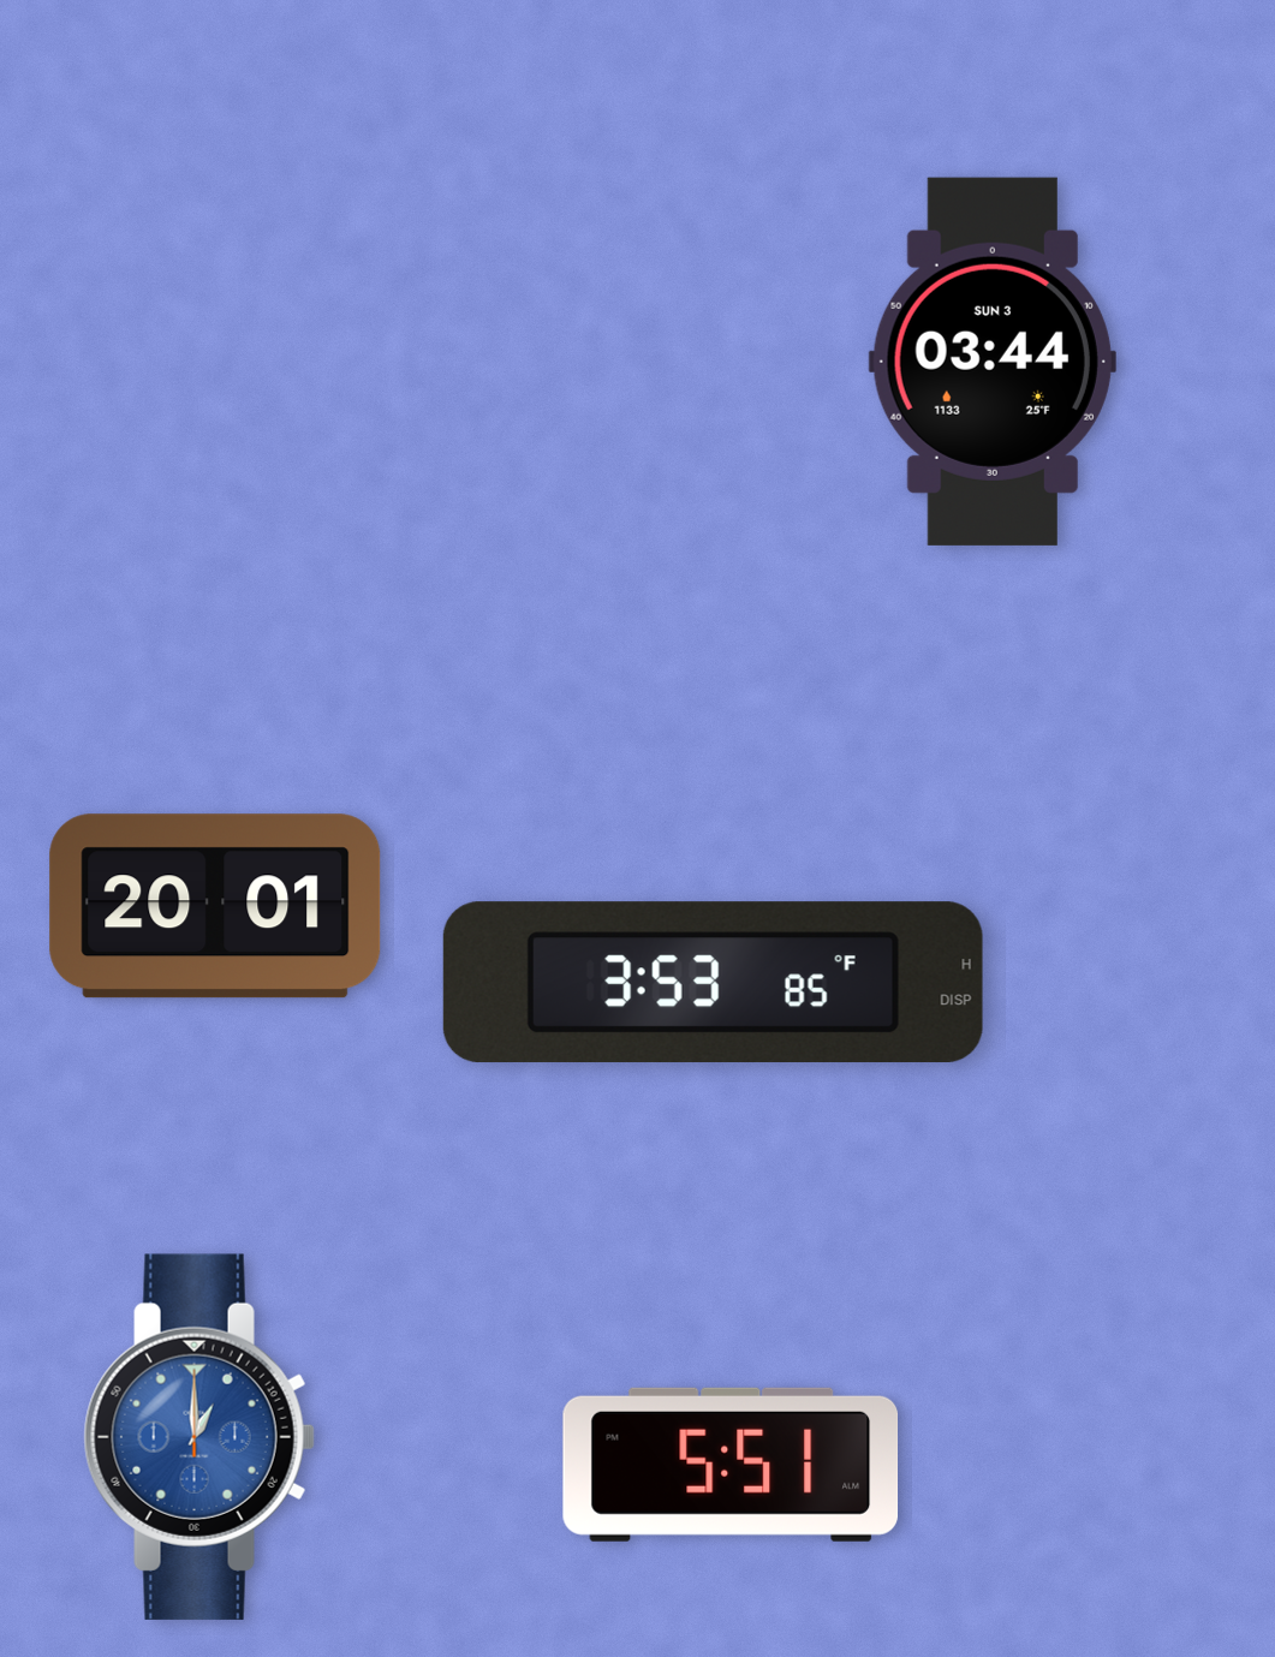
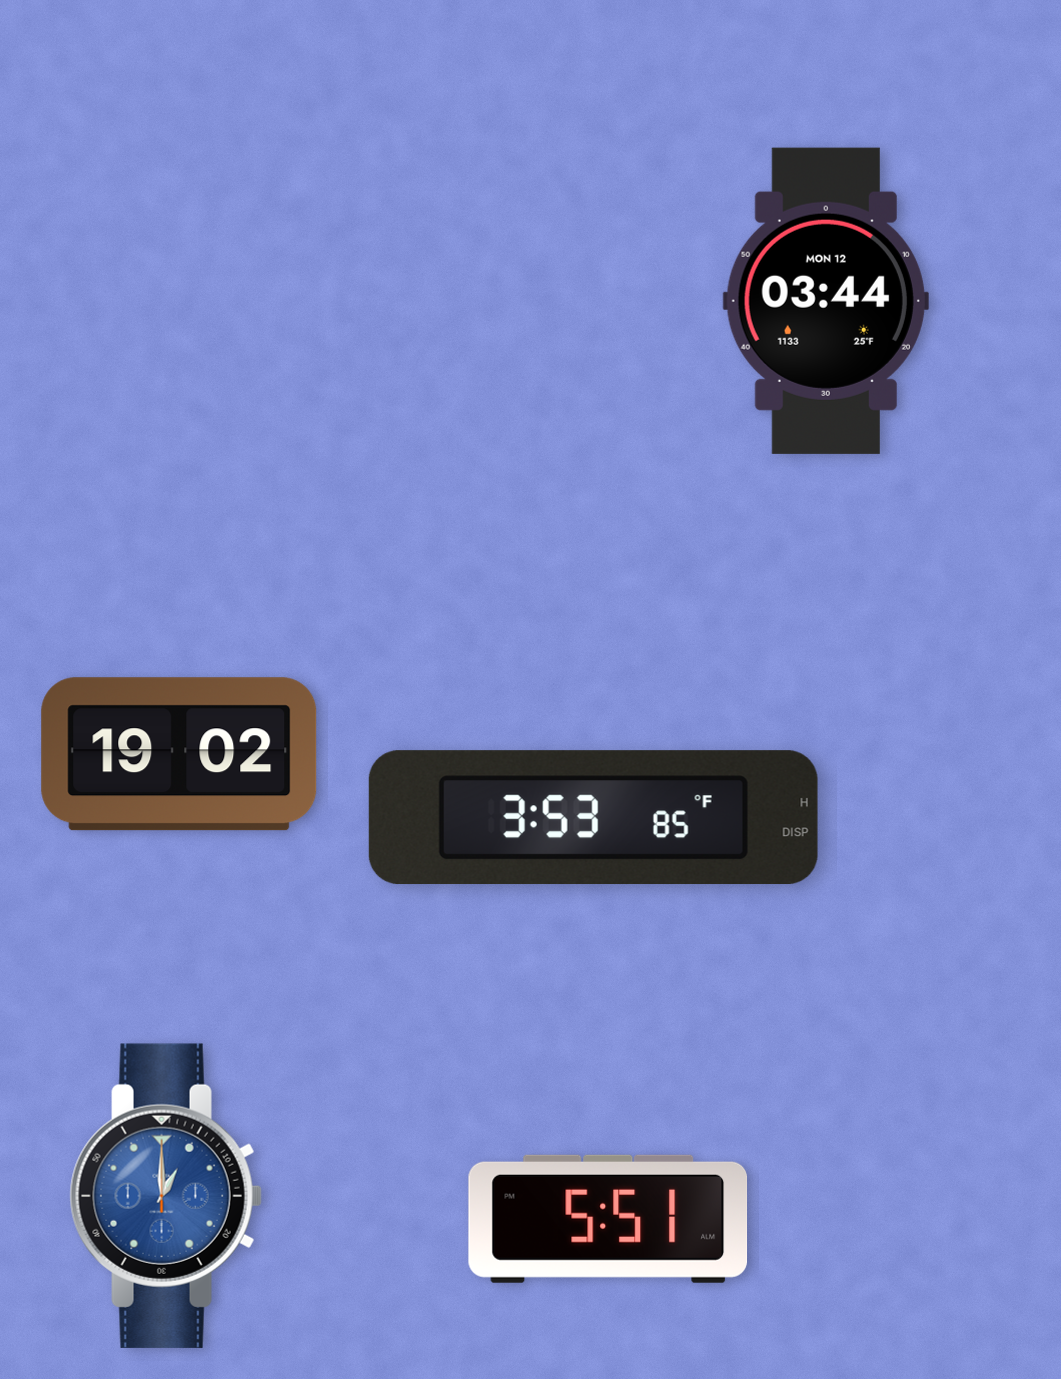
clock at (993, 362) date: SUN 3 -> MON 12
clock at (215, 906): 20:01 -> 19:02
